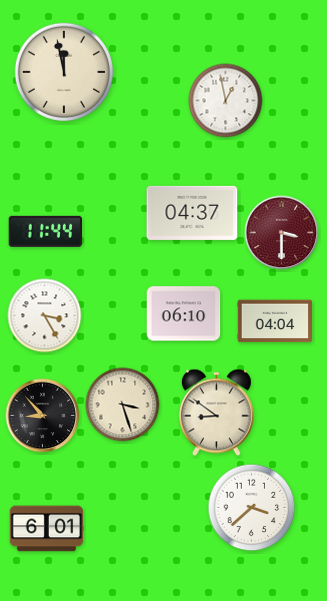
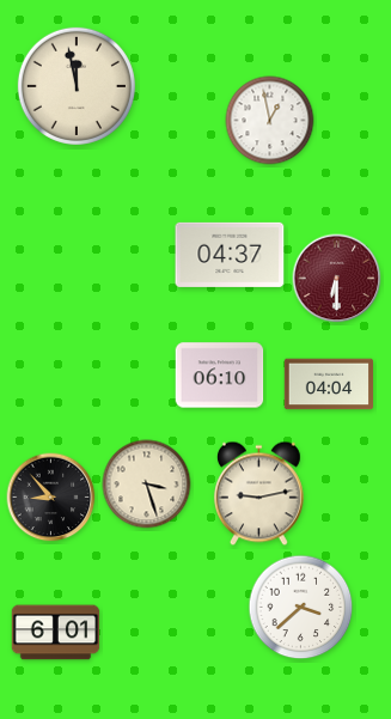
clock at (45, 231): 11:44 -> none
clock at (282, 233): 3:30 -> 6:30
clock at (45, 316): 3:25 -> none
clock at (216, 413): 8:51 -> 9:13
